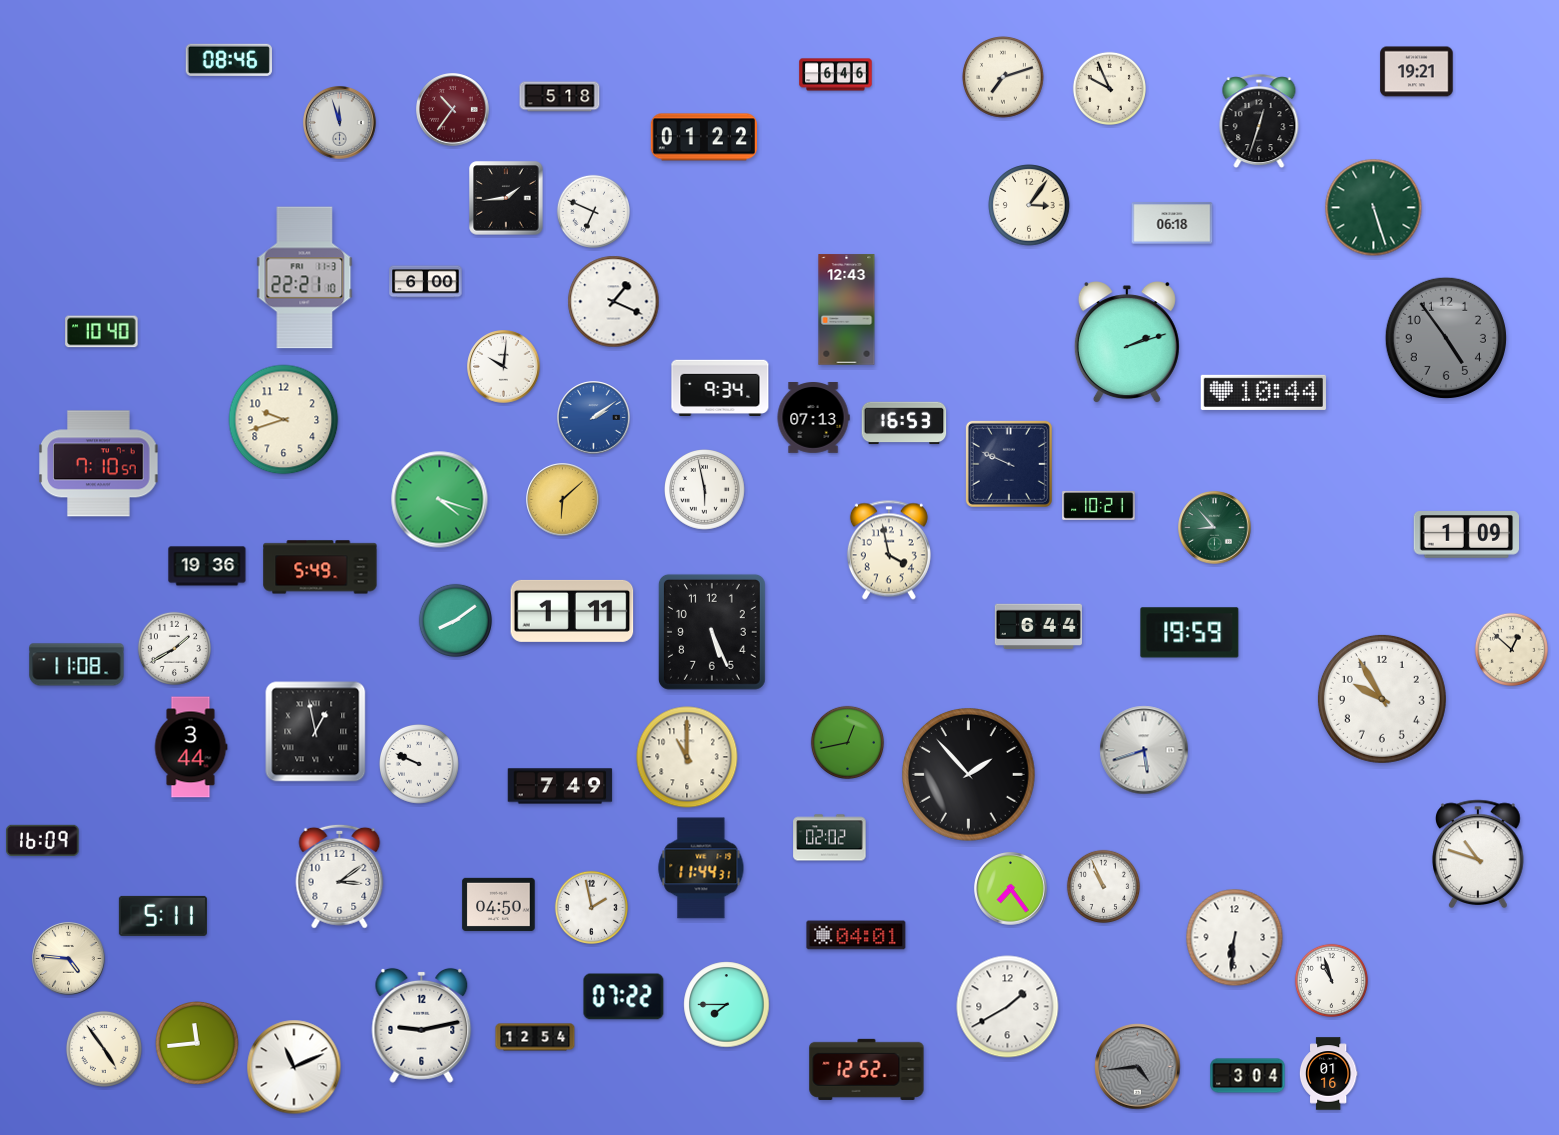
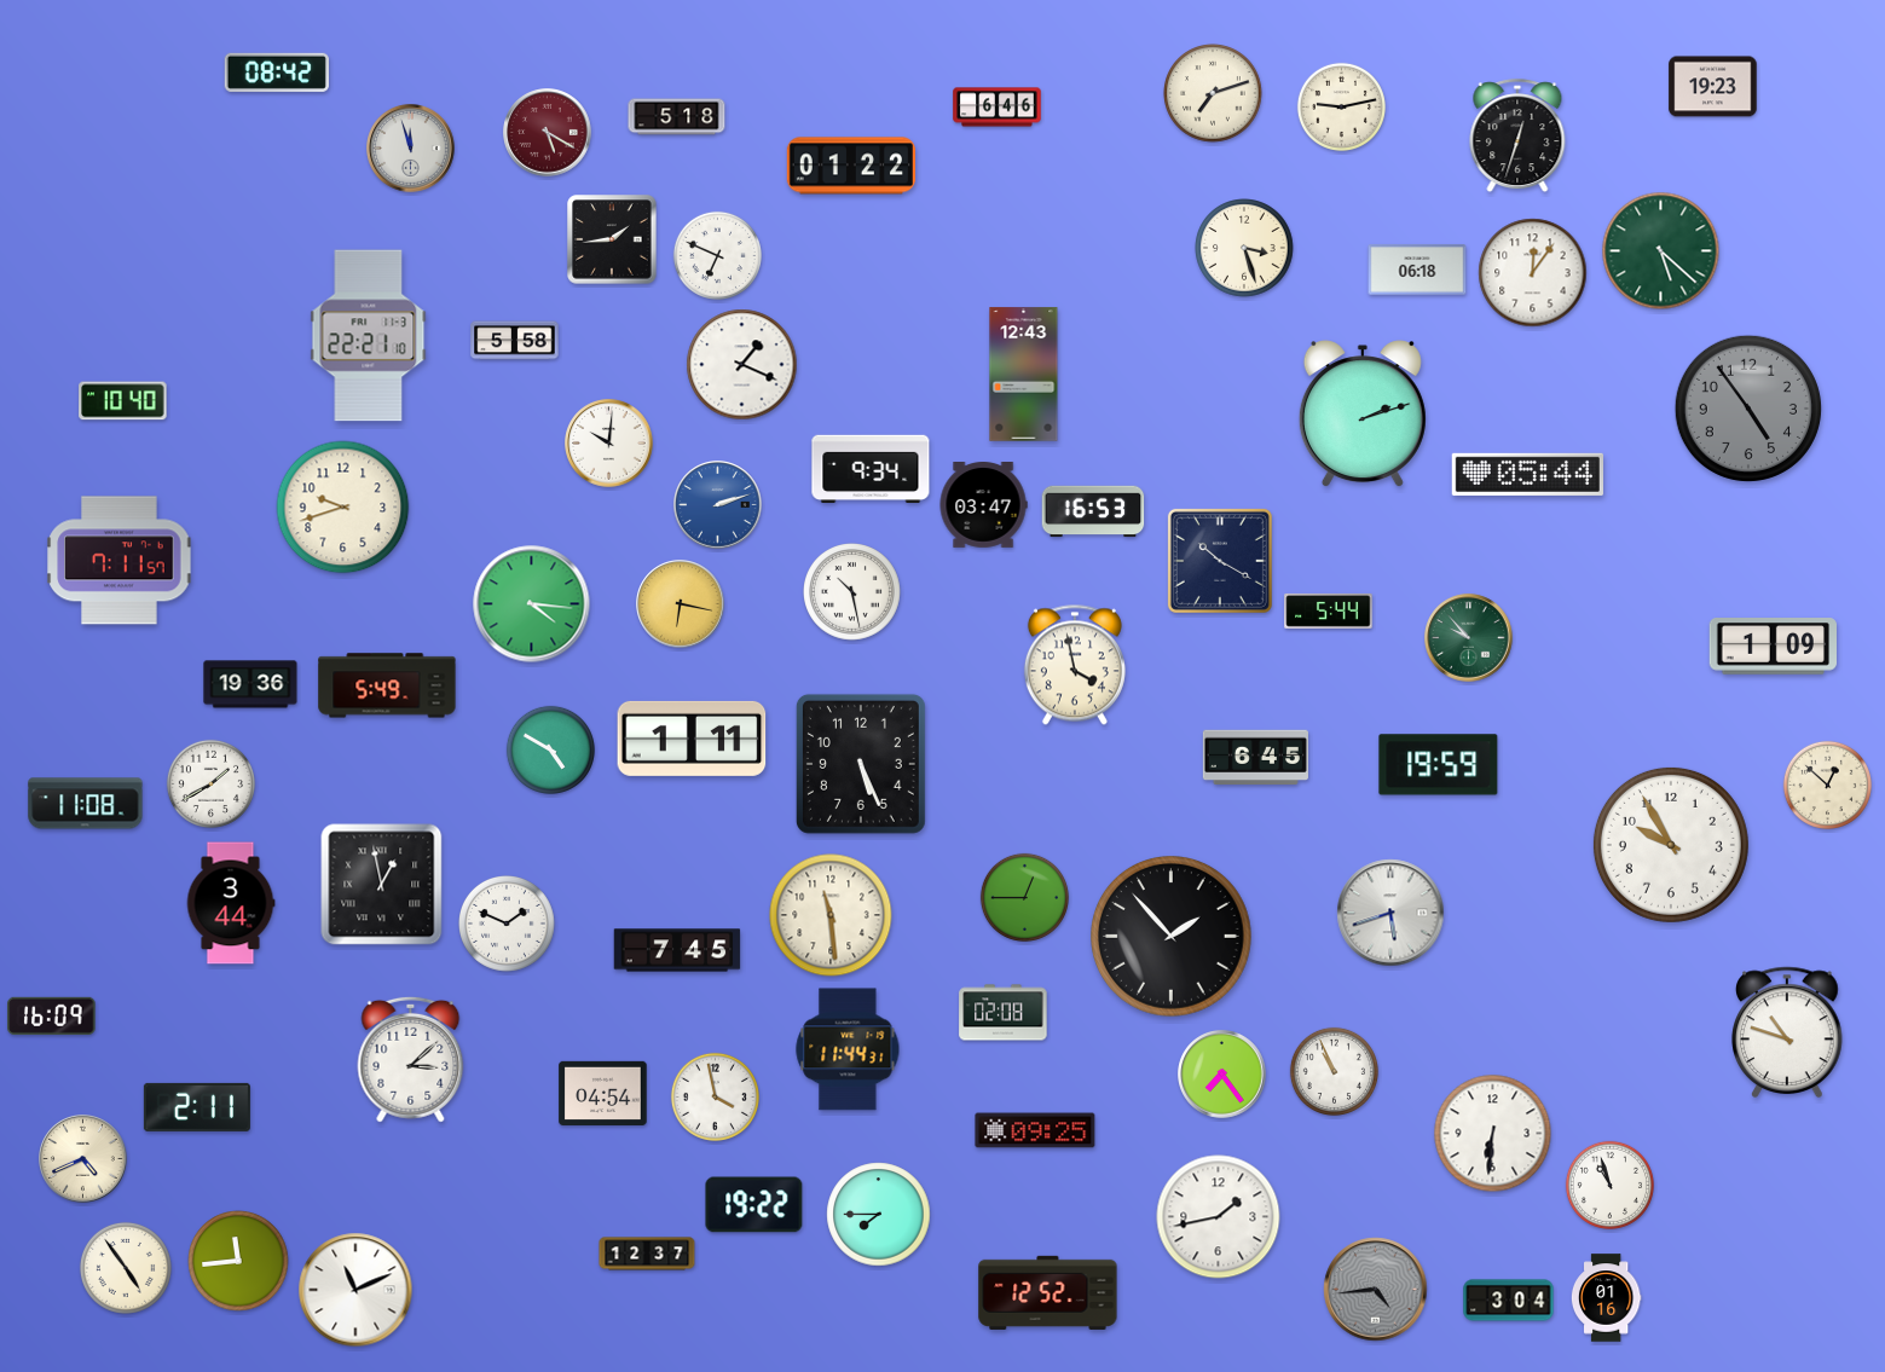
clock at (229, 60): 08:46 -> 08:42
clock at (1417, 72): 19:21 -> 19:23
clock at (836, 75) position: (836, 75) -> (998, 108)
clock at (1109, 88): 9:56 -> 9:13
clock at (453, 110): 10:36 -> 5:20
clock at (1259, 122) position: (1259, 122) -> (1517, 137)
clock at (1029, 205): 3:06 -> 3:27
clock at (1374, 208): 5:27 -> 5:22
clock at (1533, 273): none -> 12:06
clock at (426, 282): 6:00 -> 5:58
clock at (1263, 392): 10:44 -> 05:44
clock at (594, 418): 2:09 -> 2:12
clock at (813, 418): 07:13 -> 03:47
clock at (99, 464): 7:10 -> 7:11
clock at (1009, 464): 9:49 -> 10:20
clock at (705, 490): 5:58 -> 10:28
clock at (440, 500): 4:18 -> 4:16
clock at (563, 500): 6:08 -> 6:17
clock at (1099, 506): 10:21 -> 5:44
clock at (1215, 528): 8:53 -> 9:53
clock at (455, 620): 8:09 -> 4:50
clock at (1038, 626): 6:44 -> 6:45
clock at (77, 665) position: (77, 665) -> (86, 804)
clock at (847, 742): 12:43 -> 12:45
clock at (1144, 750) position: (1144, 750) -> (1390, 913)
clock at (687, 757): 11:00 -> 11:29
clock at (420, 765): 9:49 -> 1:49
clock at (560, 786): 7:49 -> 7:45
clock at (830, 838): 02:02 -> 02:08
clock at (340, 876): 3:09 -> 3:08
clock at (499, 904): 04:50 -> 04:54
clock at (591, 907): 1:58 -> 3:58
clock at (163, 916): 5:11 -> 2:11
clock at (856, 935): 04:01 -> 09:25
clock at (69, 959): 4:46 -> 4:41
clock at (624, 997): 07:22 -> 19:22
clock at (1008, 1007): 1:40 -> 1:43
clock at (422, 1025): 9:13 -> none
clock at (535, 1037): 12:54 -> 12:37
